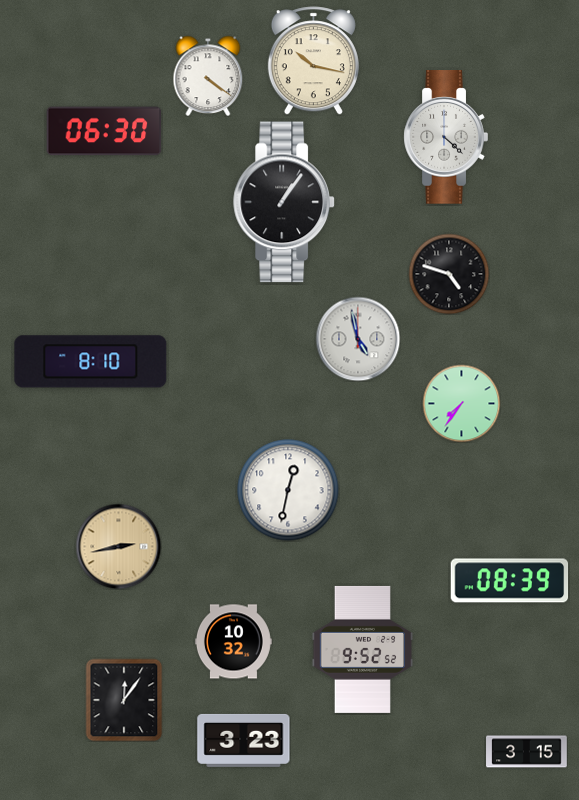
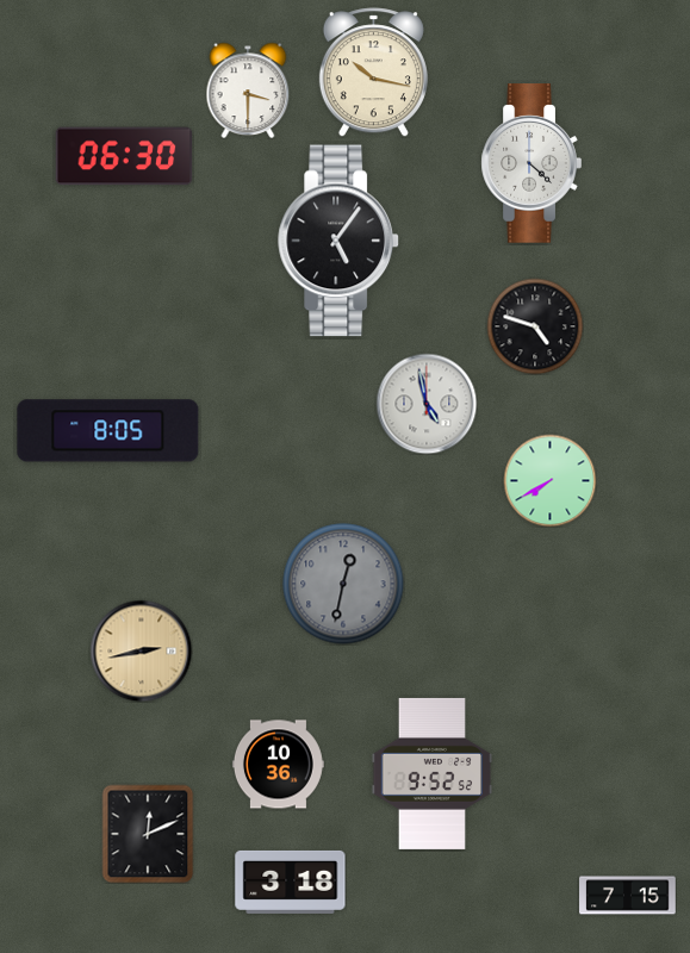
clock at (208, 76): 4:21 -> 3:30
clock at (284, 202): 1:06 -> 5:06
clock at (91, 362): 8:10 -> 8:05
clock at (461, 403): 7:36 -> 7:40
clock at (288, 490) dial: white -> grey
clock at (510, 581): 08:39 -> none
clock at (233, 642): 10:32 -> 10:36
clock at (124, 700): 12:06 -> 12:11
clock at (244, 740): 3:23 -> 3:18
clock at (527, 752): 3:15 -> 7:15
